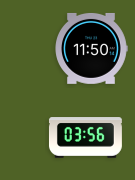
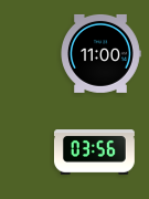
clock at (91, 48): 11:50 -> 11:00
